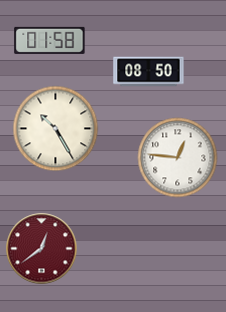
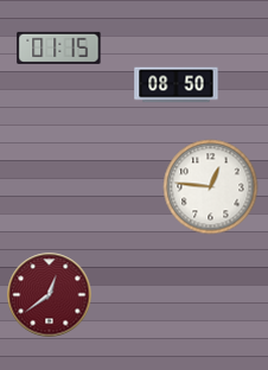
clock at (50, 40): 01:58 -> 01:15
clock at (56, 129): 10:25 -> none
